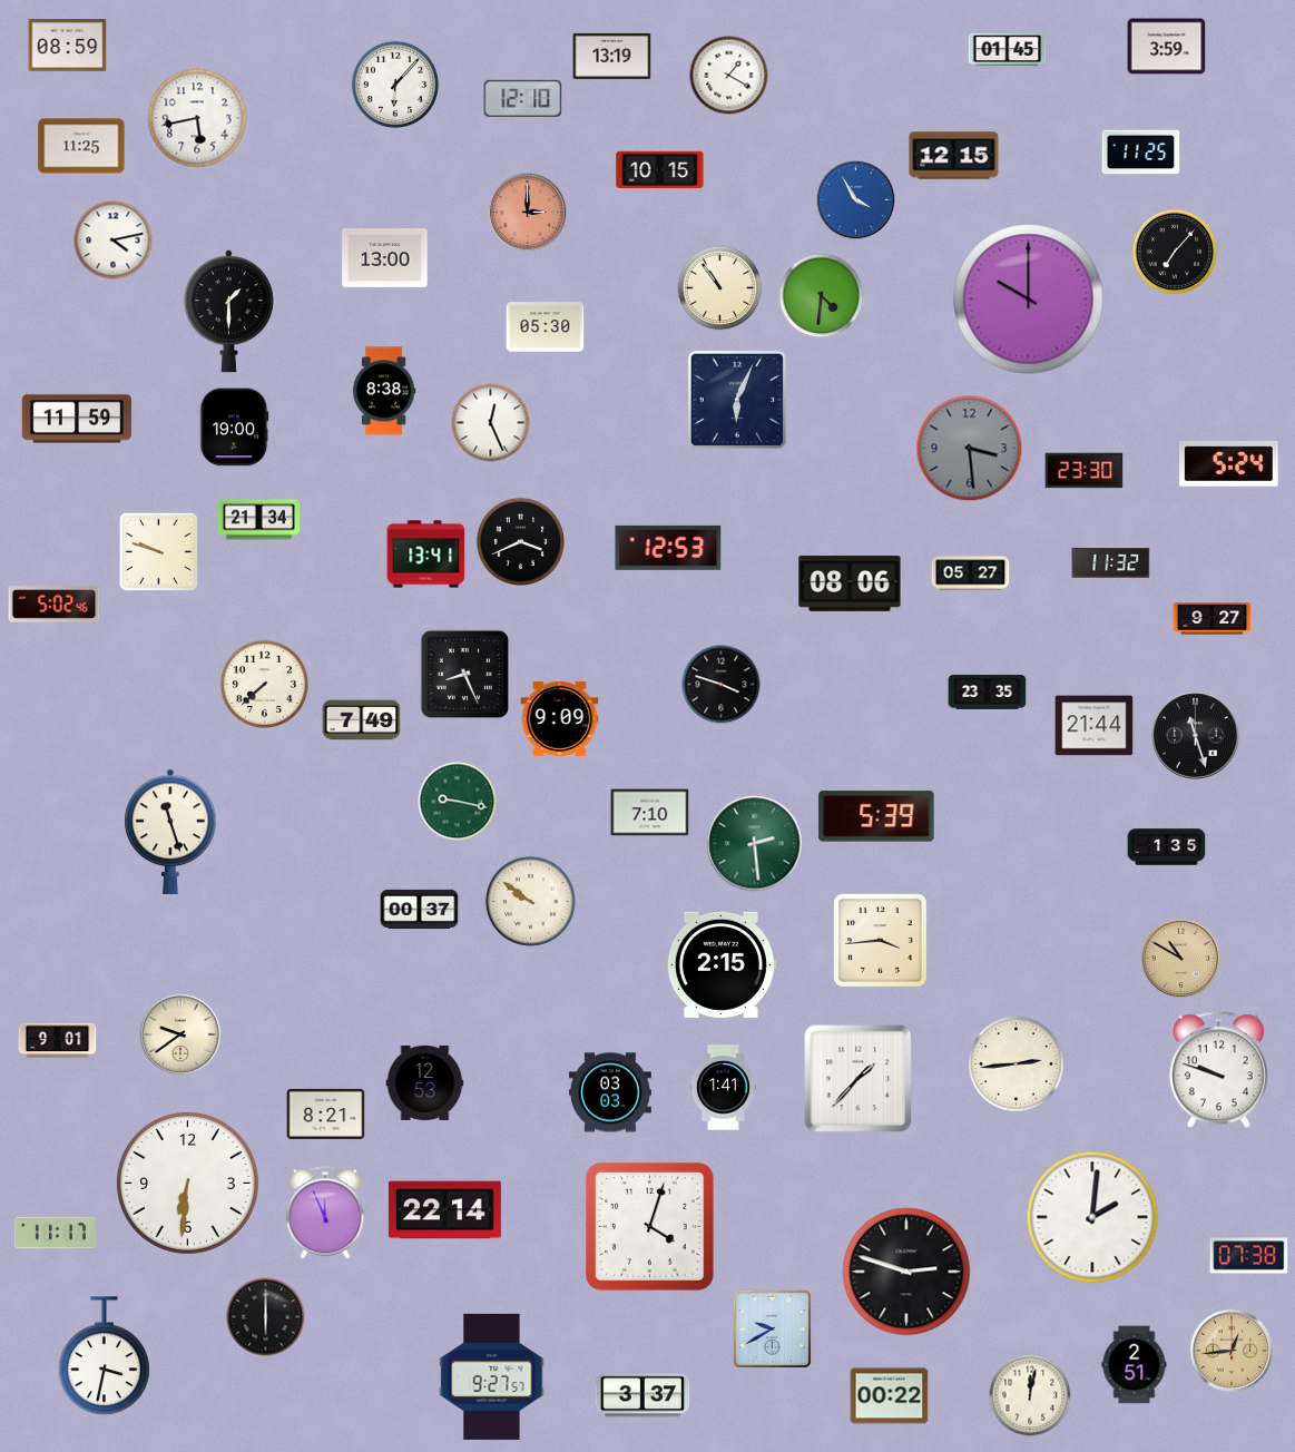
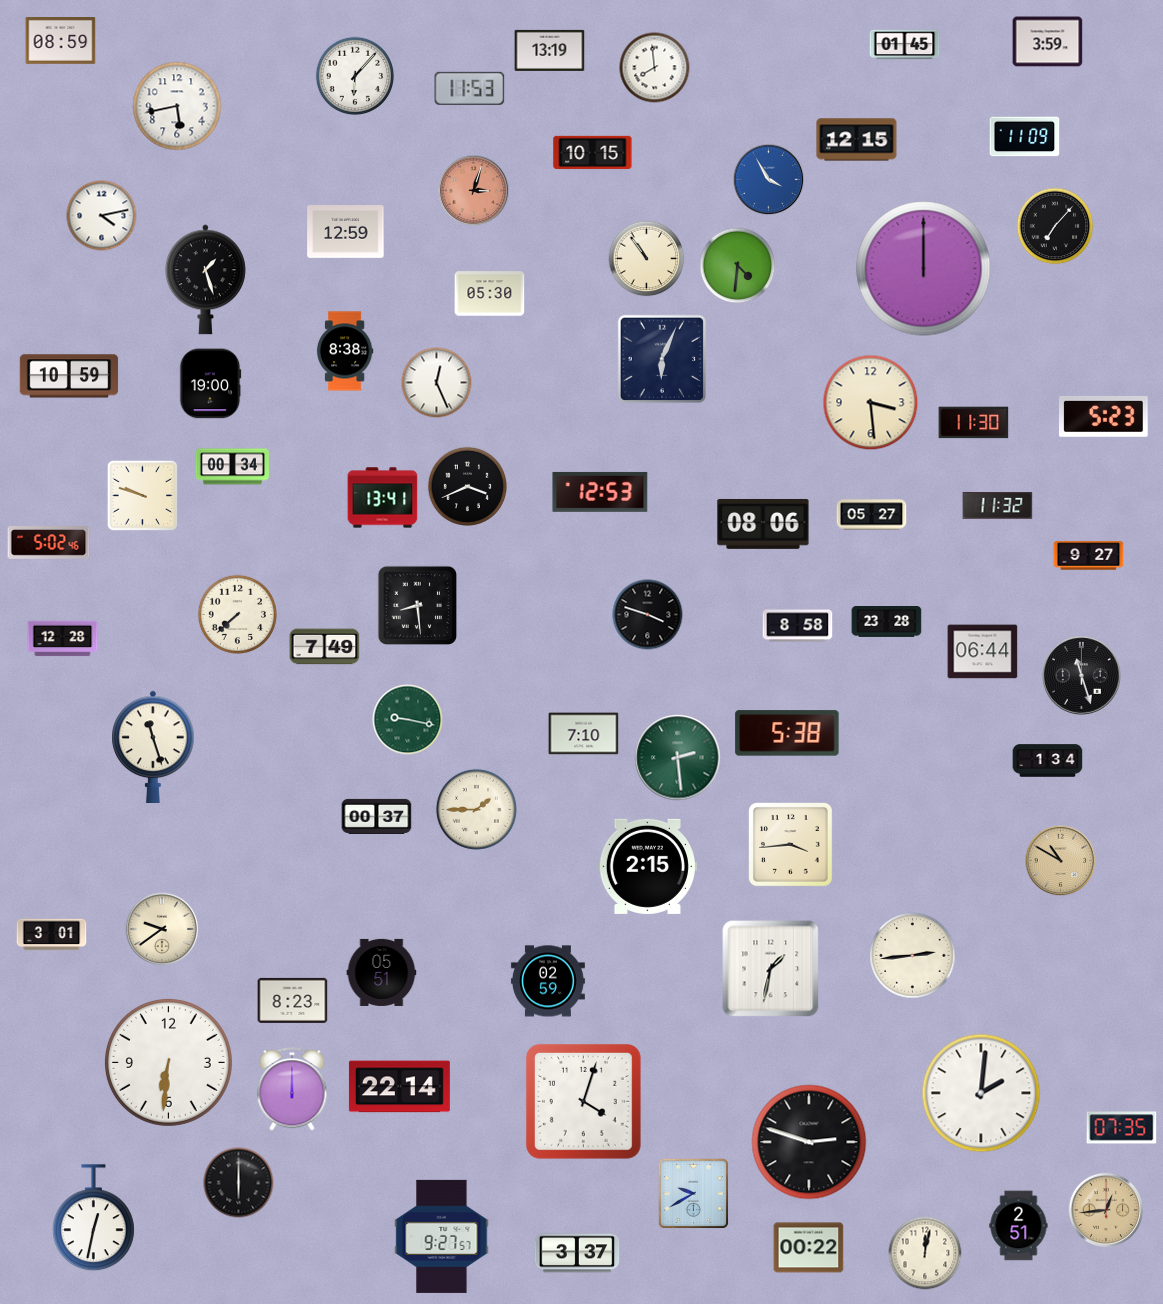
clock at (729, 76): 1:20 -> 7:59
clock at (523, 98): 12:10 -> 11:53
clock at (81, 146): 11:25 -> none
clock at (1141, 153): 11:25 -> 11:09
clock at (528, 213): 3:00 -> 3:03
clock at (385, 258): 13:00 -> 12:59
clock at (1029, 300): 10:00 -> 12:00
clock at (228, 312): 1:30 -> 1:27
clock at (77, 419): 11:59 -> 10:59
clock at (491, 423) position: (491, 423) -> (437, 383)
clock at (970, 449) dial: grey -> cream
clock at (1229, 464): 5:24 -> 5:23
clock at (1085, 471): 23:30 -> 11:30
clock at (258, 520): 21:34 -> 00:34
clock at (464, 674): 8:26 -> 8:29
clock at (988, 693): 23:35 -> 23:28
clock at (798, 626): none -> 8:58
clock at (63, 639): none -> 12:28
clock at (560, 718): 9:09 -> none
clock at (1095, 726): 21:44 -> 06:44
clock at (1195, 735) position: (1195, 735) -> (1081, 675)
clock at (458, 802) position: (458, 802) -> (408, 720)
clock at (650, 813) position: (650, 813) -> (584, 734)
clock at (876, 816): 5:39 -> 5:38
clock at (1167, 847): 1:35 -> 1:34
clock at (530, 901): 9:51 -> 1:45
clock at (58, 1041): 9:01 -> 3:01
clock at (1218, 1070): 9:48 -> none
clock at (859, 1079): 1:37 -> 1:32
clock at (425, 1082): 12:53 -> 05:51
clock at (723, 1088): 1:41 -> none
clock at (610, 1092): 03:03 -> 02:59
clock at (326, 1113): 8:21 -> 8:23
clock at (325, 1213): 11:56 -> 12:00
clock at (56, 1233): 11:17 -> none
clock at (1249, 1256): 07:38 -> 07:35
clock at (906, 1272) position: (906, 1272) -> (809, 1142)
clock at (1230, 1350) position: (1230, 1350) -> (1105, 1209)
clock at (105, 1356): 3:32 -> 12:32
clock at (890, 1396) position: (890, 1396) -> (809, 1248)
